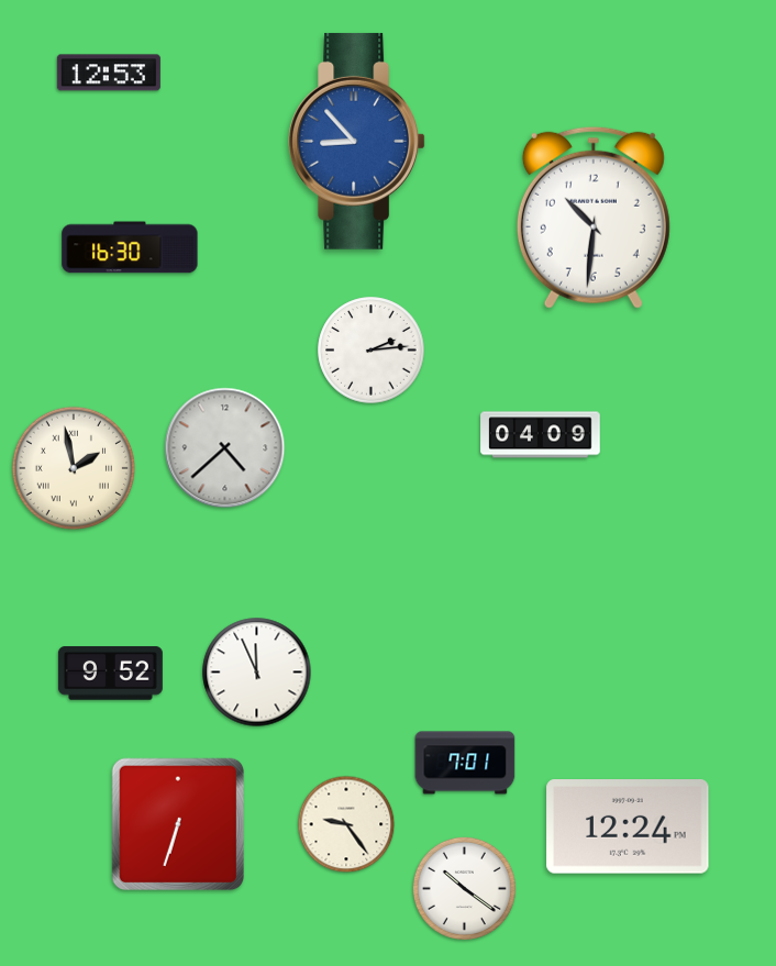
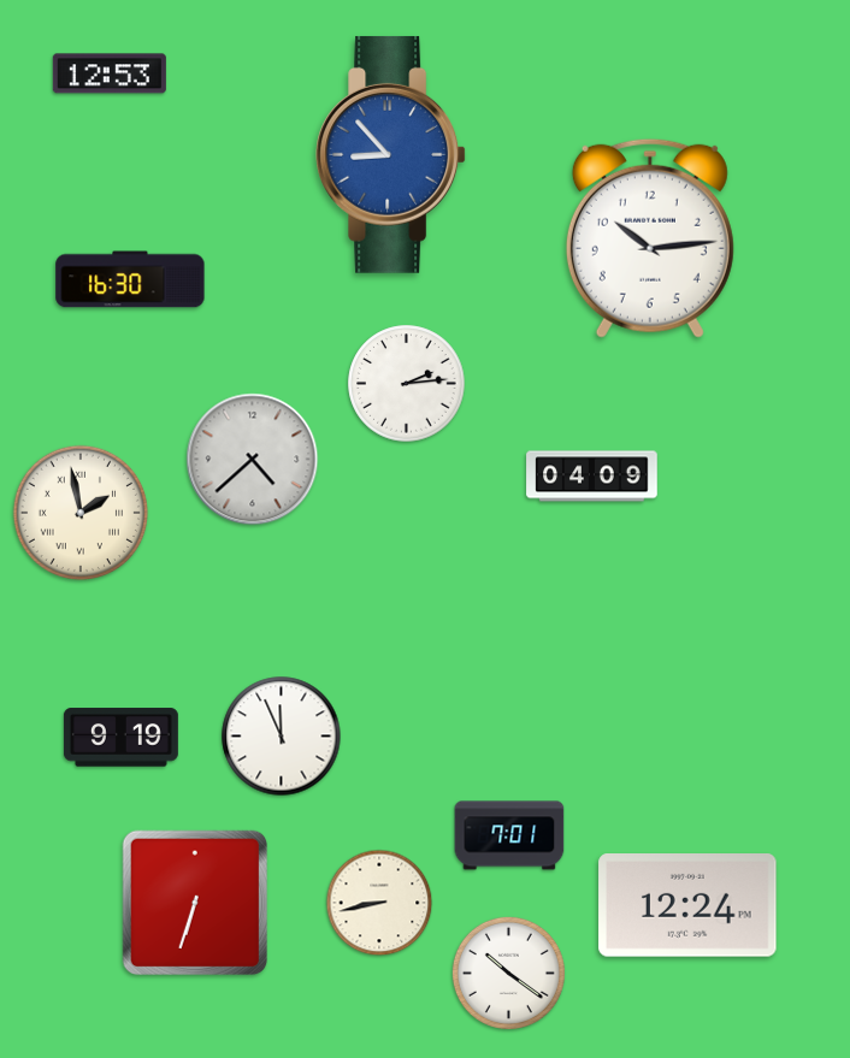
clock at (109, 73) position: (109, 73) -> (110, 73)
clock at (594, 218): 10:31 -> 10:14
clock at (130, 247) position: (130, 247) -> (130, 279)
clock at (225, 448) position: (225, 448) -> (253, 460)
clock at (110, 674): 9:52 -> 9:19
clock at (346, 824): 9:24 -> 8:43
